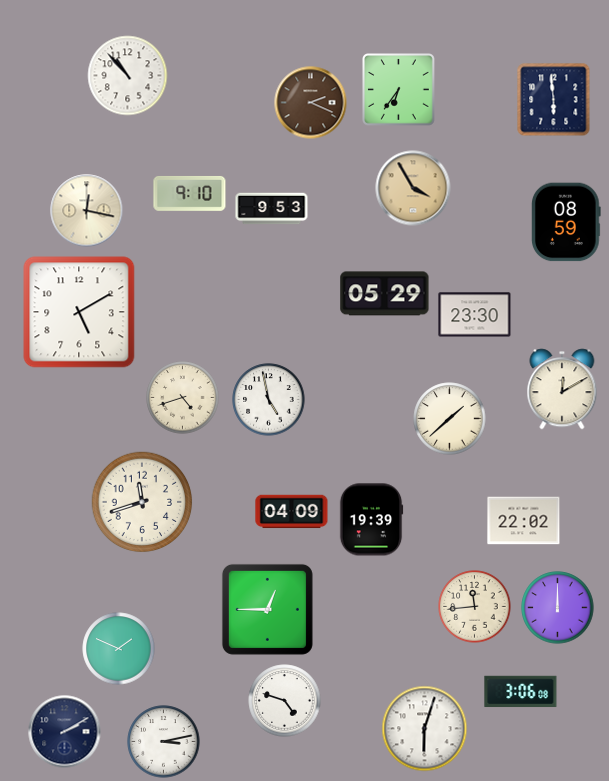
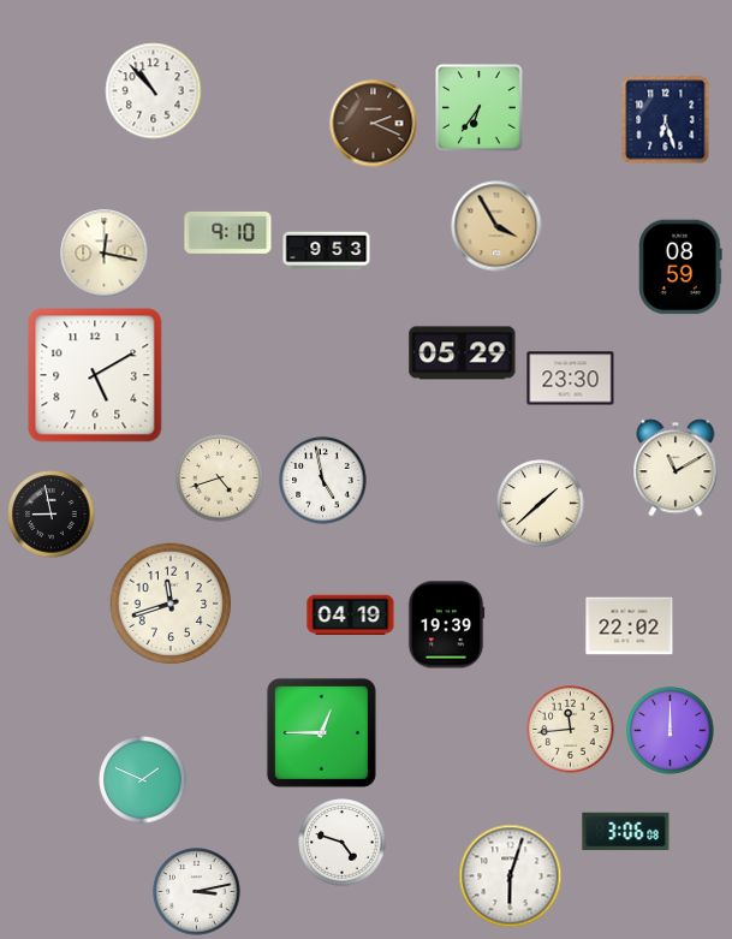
clock at (554, 100): 5:59 -> 6:27
clock at (562, 389): 12:10 -> 11:10
clock at (52, 515): none -> 8:58
clock at (292, 512): 04:09 -> 04:19
clock at (65, 732): 2:10 -> none
